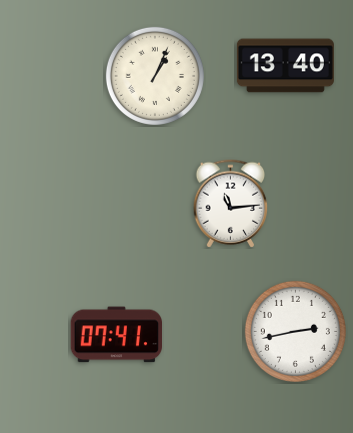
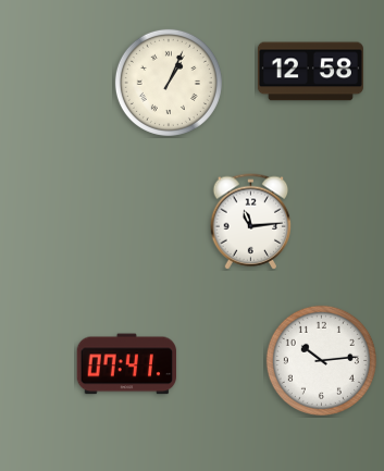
clock at (285, 66): 13:40 -> 12:58
clock at (295, 331): 2:43 -> 10:14
